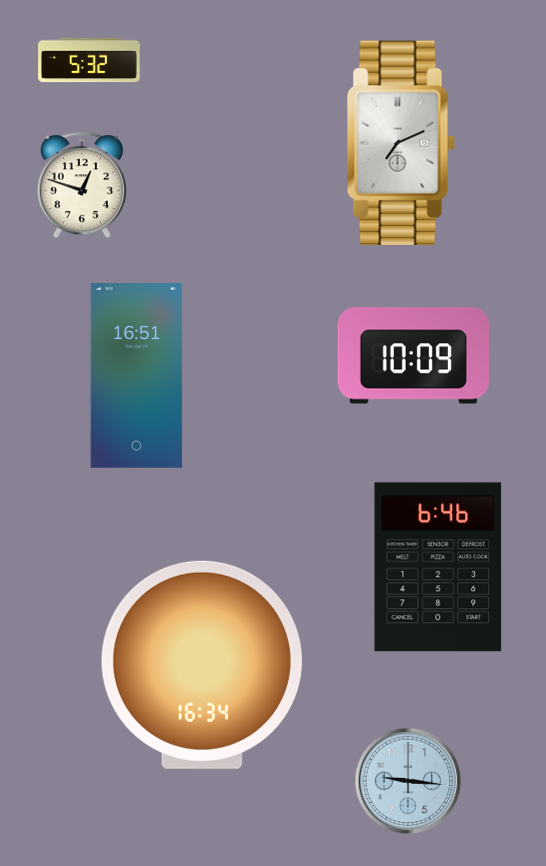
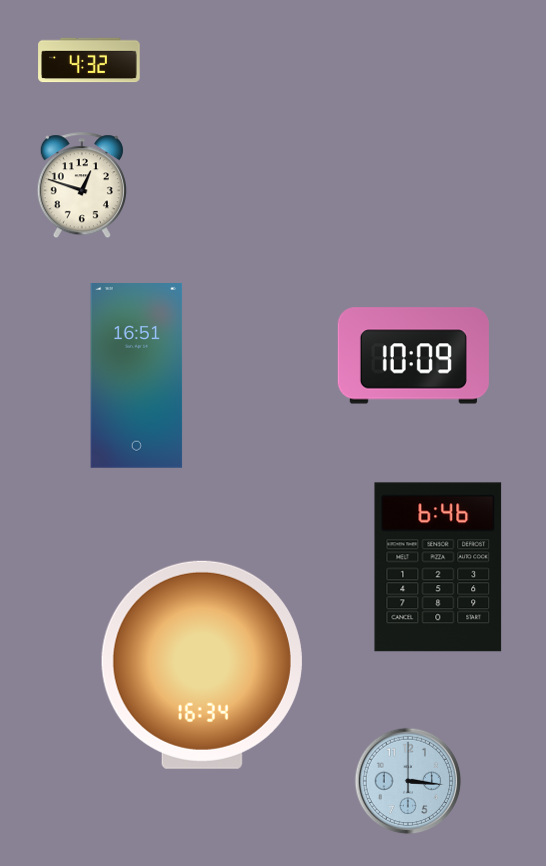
clock at (89, 60): 5:32 -> 4:32
clock at (401, 143): 7:11 -> none
clock at (408, 781): 9:16 -> 3:16
